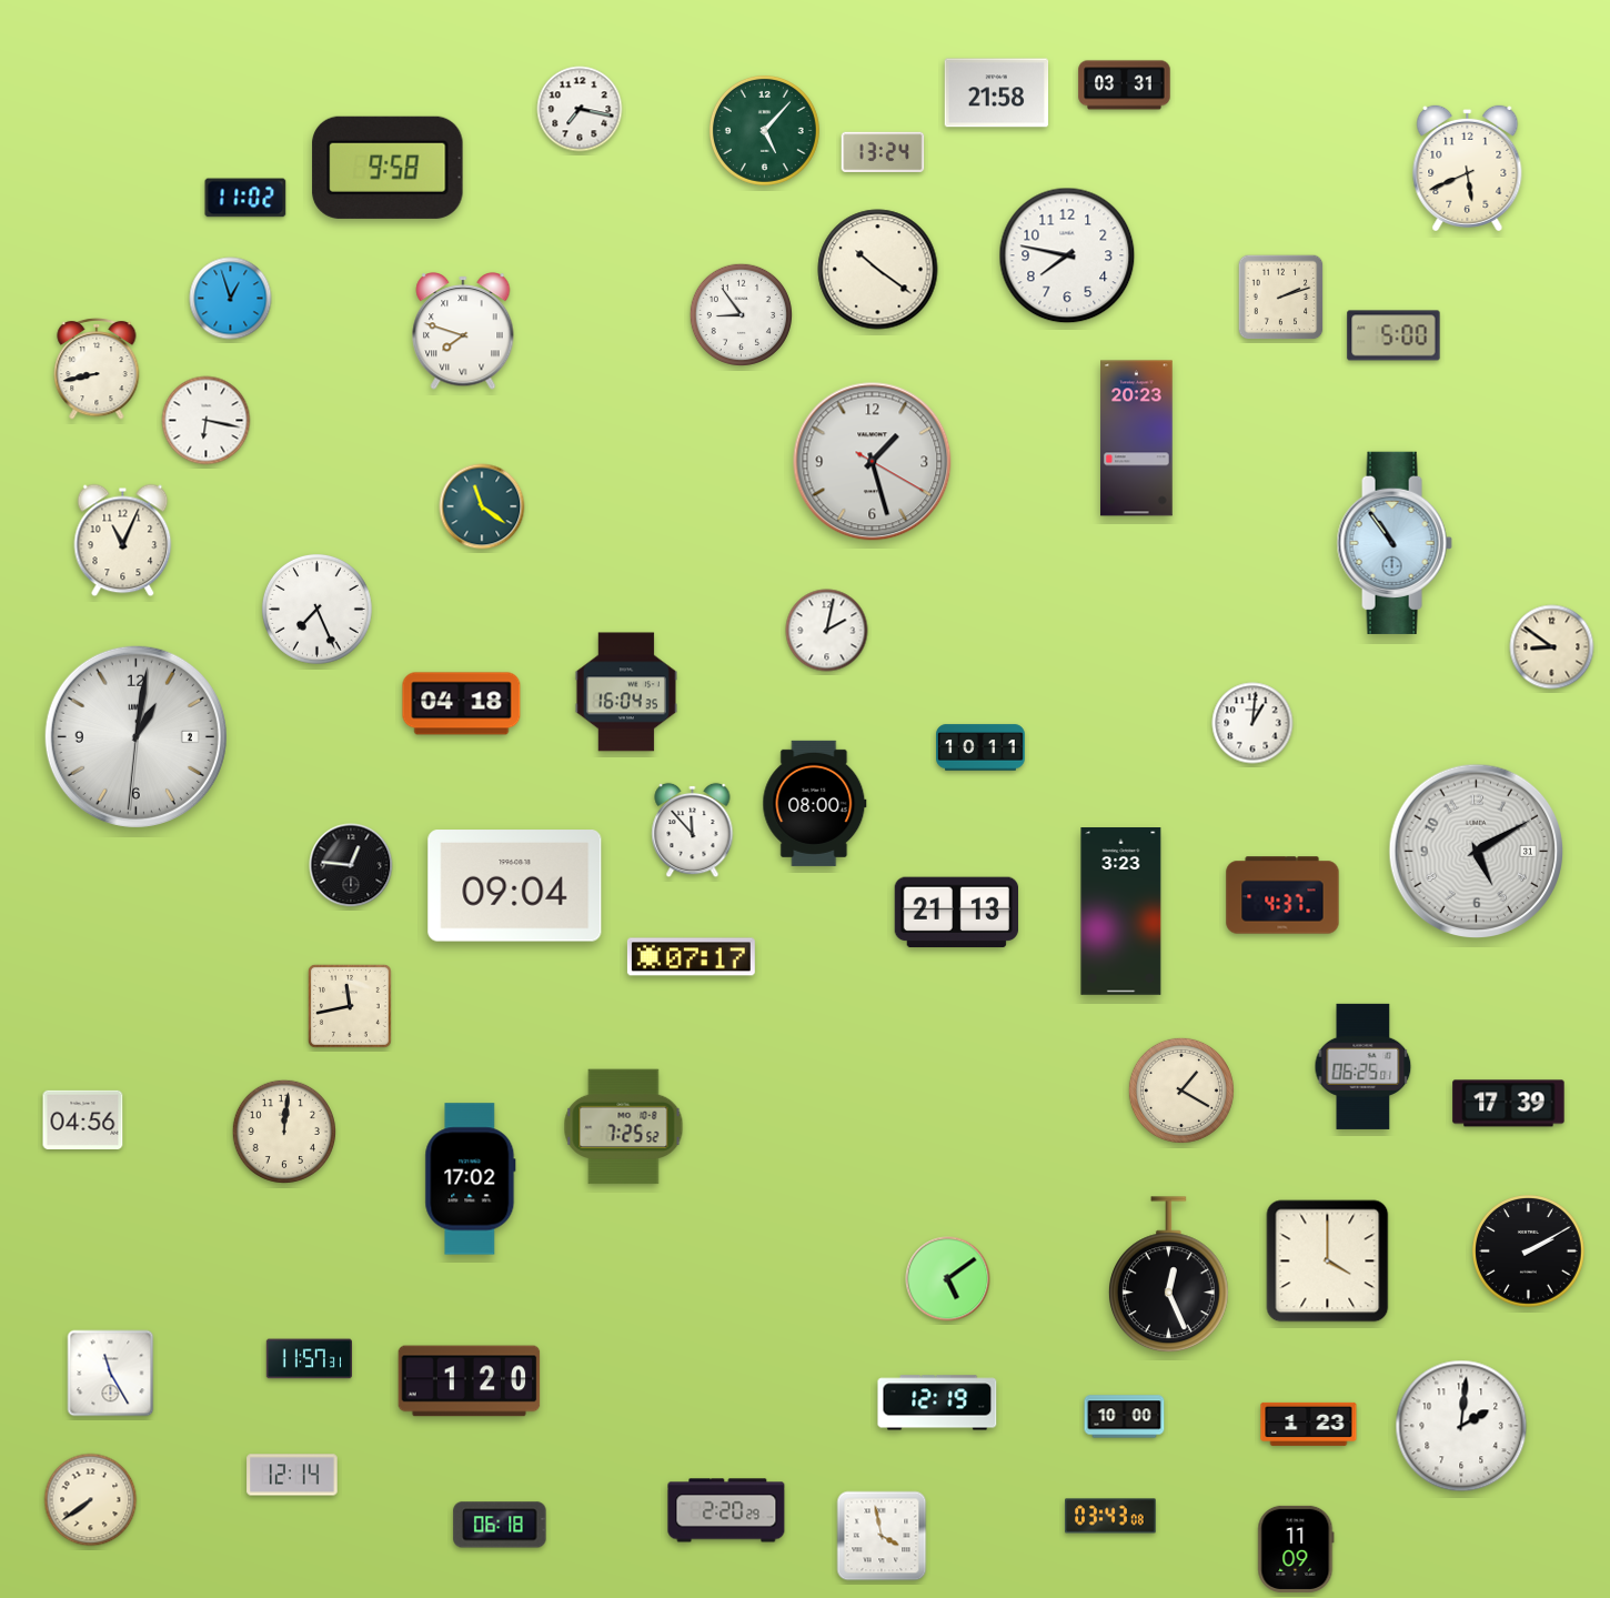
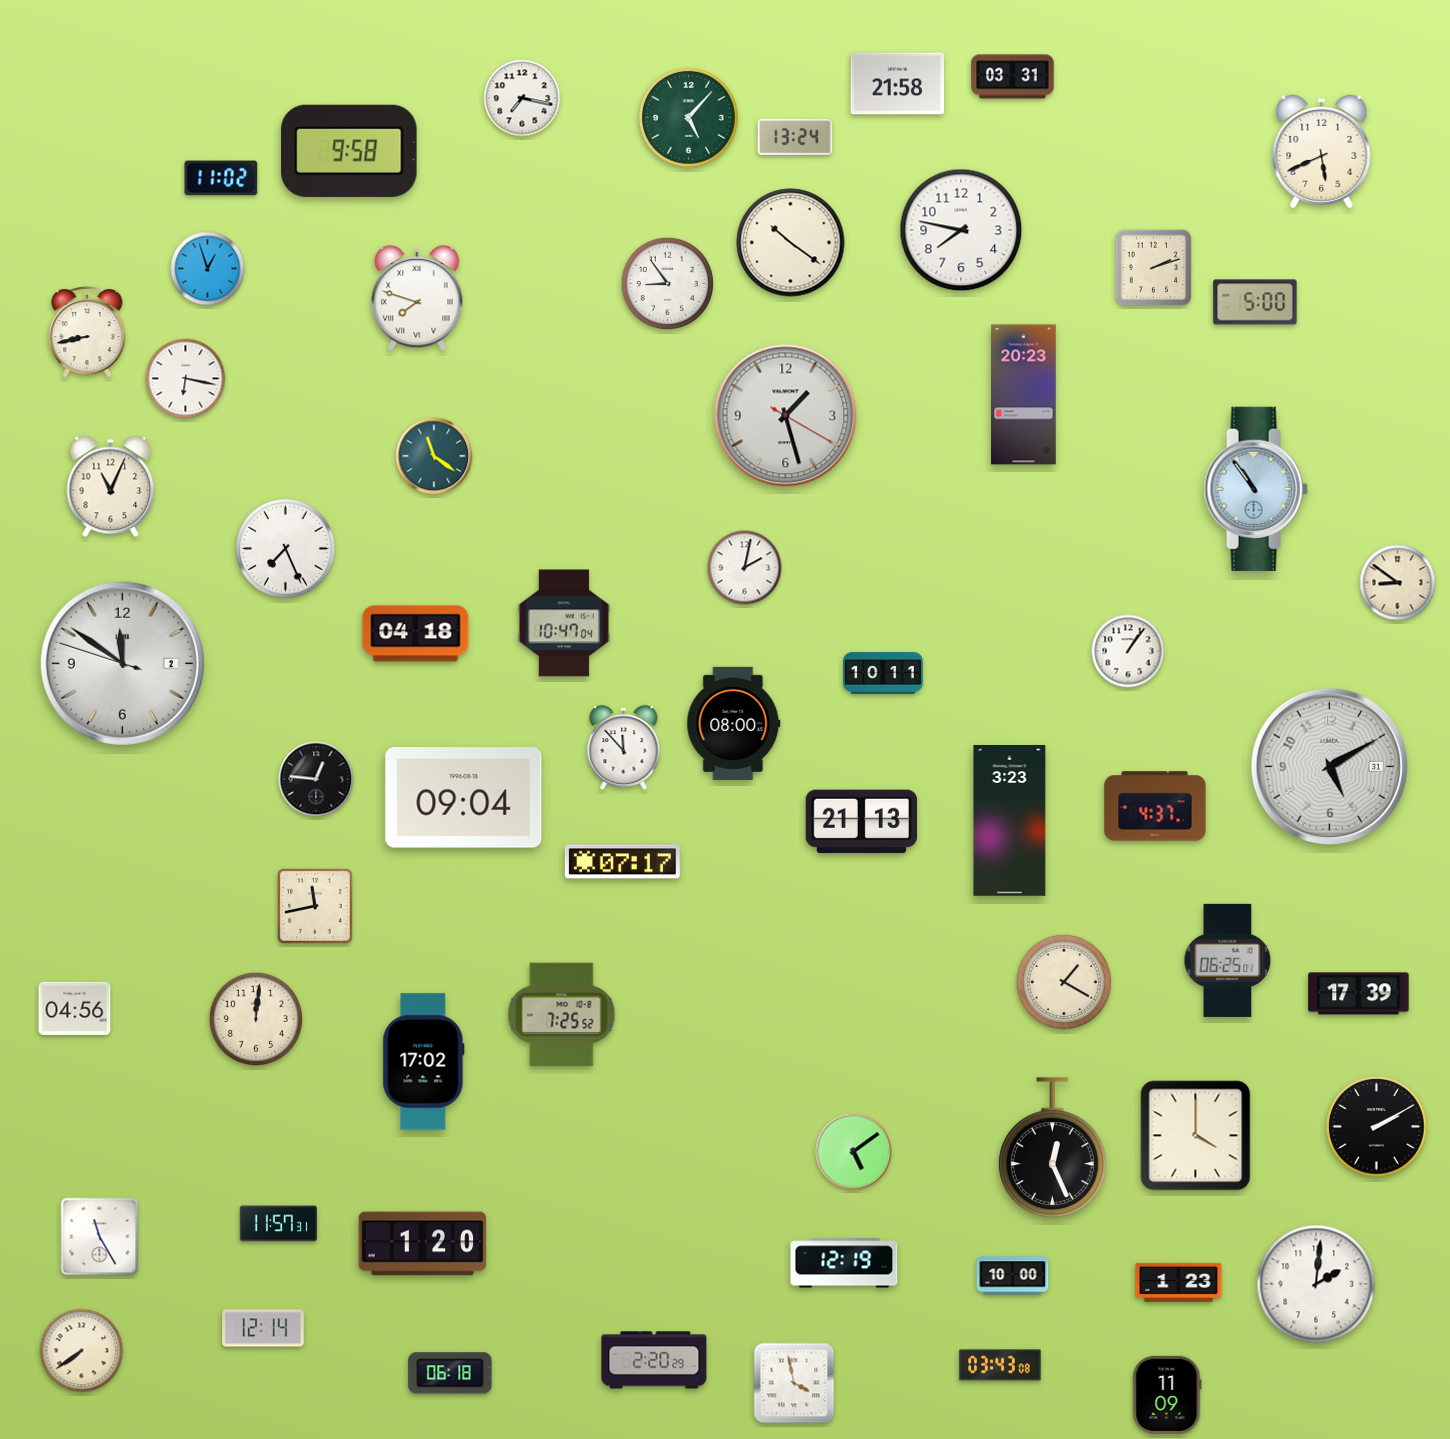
clock at (626, 692): 16:04 -> 10:47
clock at (1252, 723): 1:01 -> 1:06
clock at (135, 736): 1:01 -> 11:50
